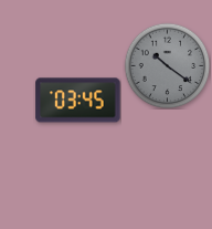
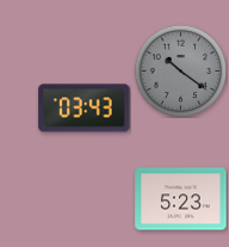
clock at (78, 101): 03:45 -> 03:43
clock at (181, 199): none -> 5:23
